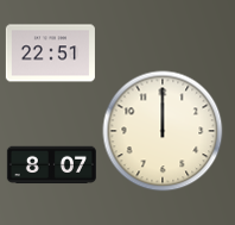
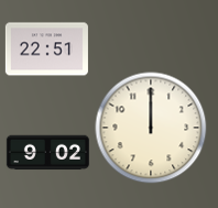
clock at (163, 131) position: (163, 131) -> (151, 128)
clock at (51, 165): 8:07 -> 9:02
